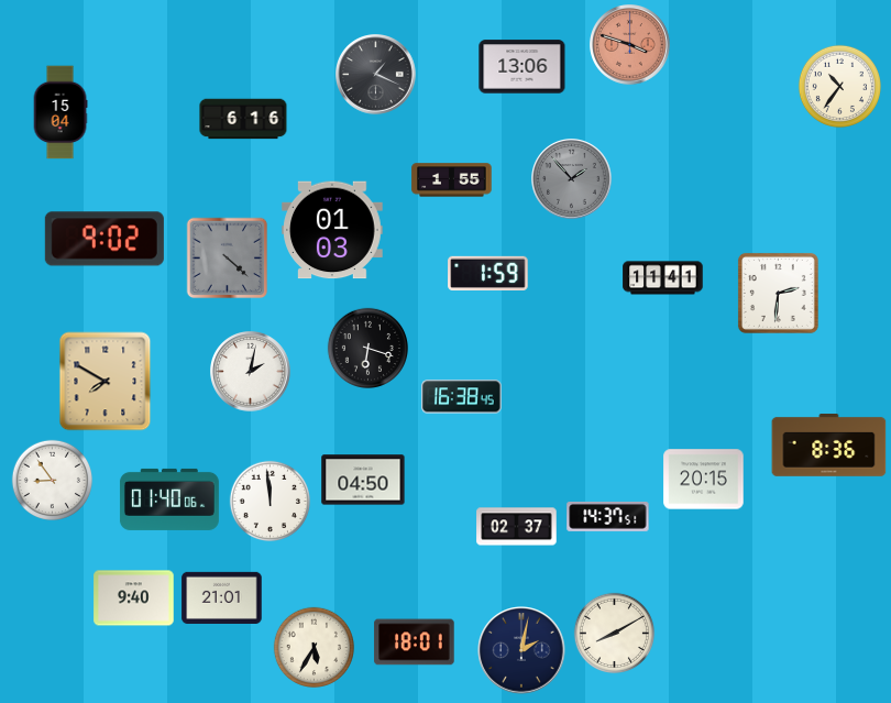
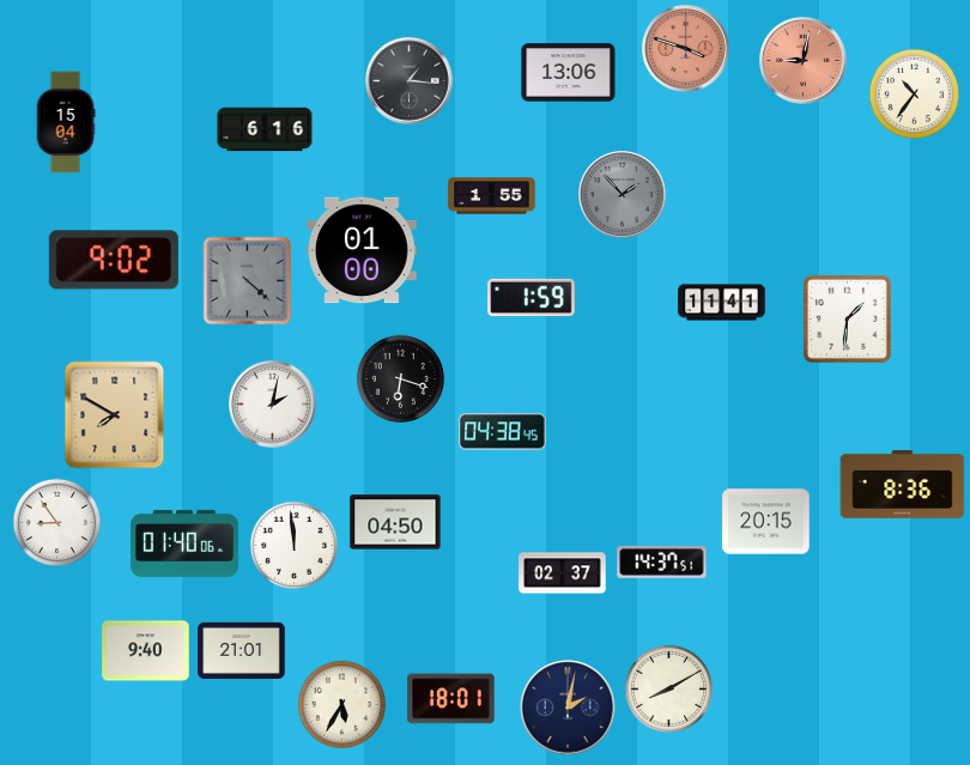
clock at (804, 61): none -> 9:02
clock at (376, 75): 1:19 -> 1:16
clock at (332, 230): 01:03 -> 01:00
clock at (778, 293): 2:31 -> 1:31
clock at (462, 397): 16:38 -> 04:38
